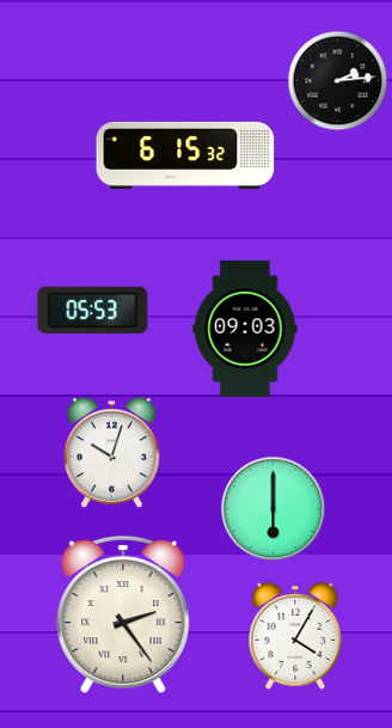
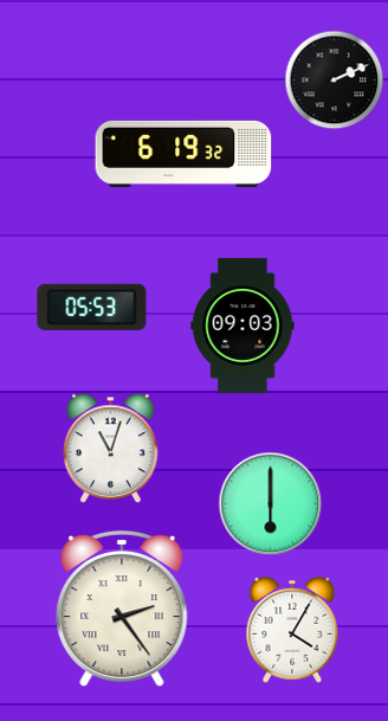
clock at (337, 80): 2:14 -> 2:11
clock at (185, 155): 6:15 -> 6:19
clock at (112, 452): 10:03 -> 11:03
